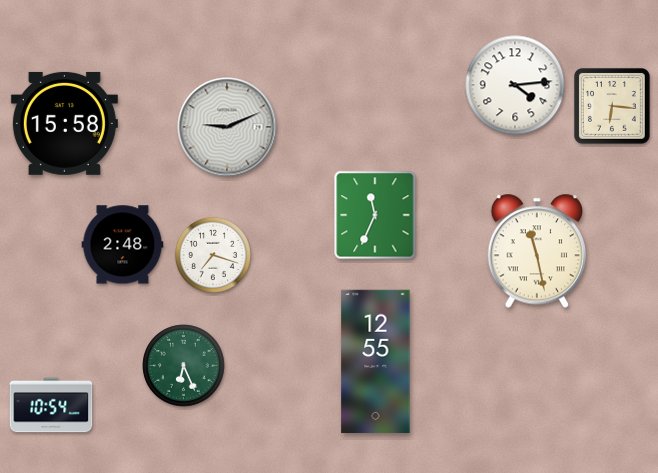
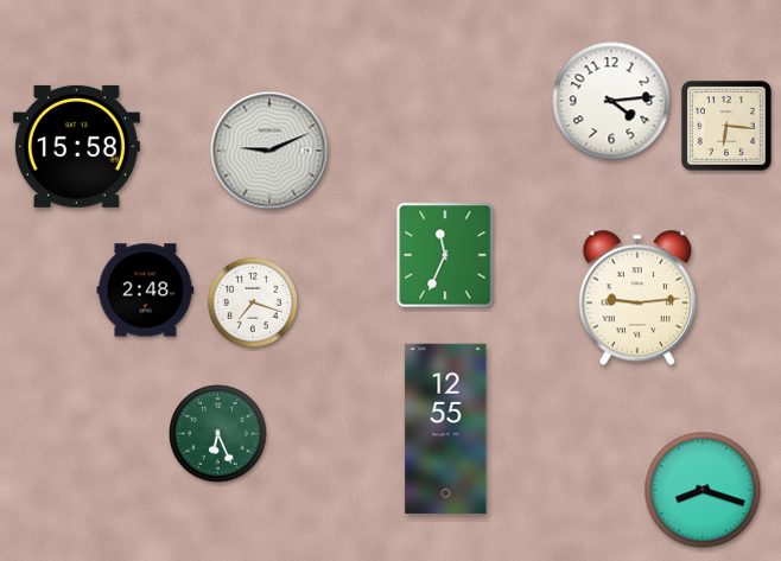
clock at (536, 251): 11:28 -> 9:14
clock at (51, 405): 10:54 -> none
clock at (703, 490): none -> 8:18
